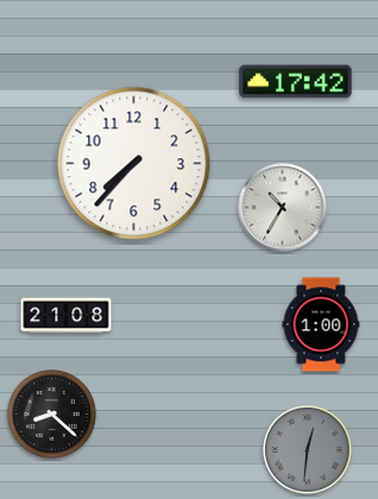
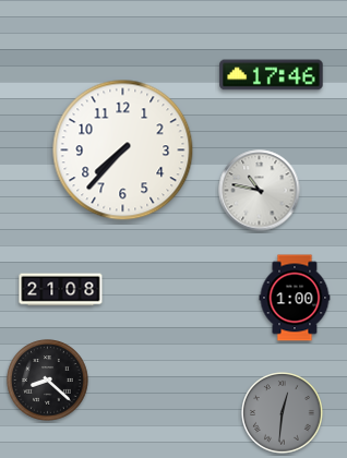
clock at (296, 82): 17:42 -> 17:46
clock at (283, 208): 10:35 -> 10:47
